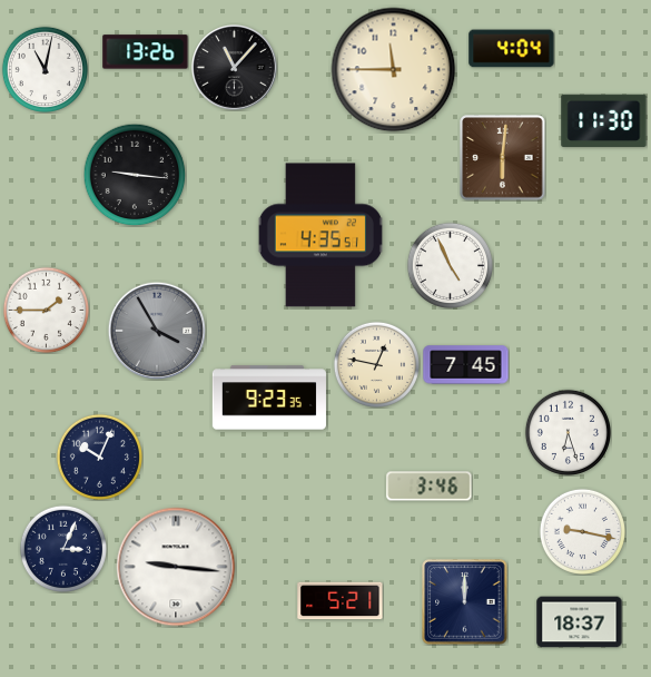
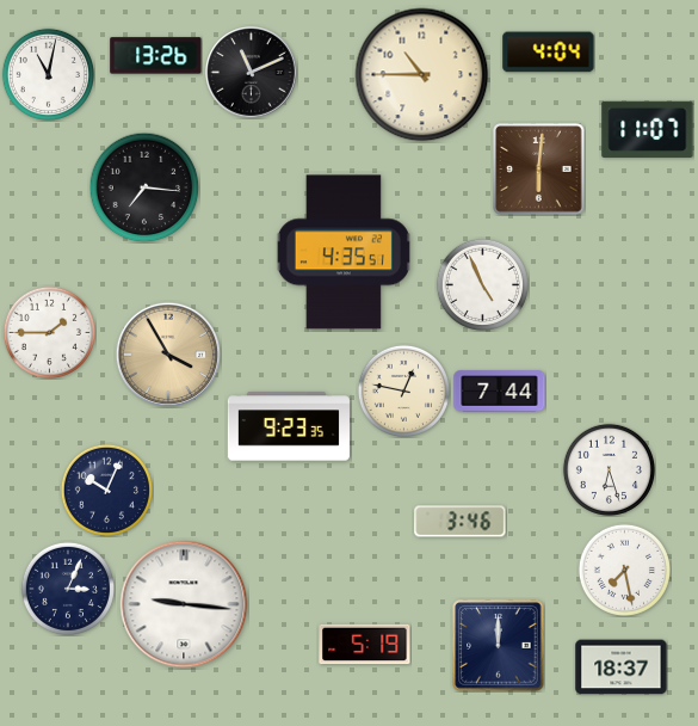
clock at (235, 68): 11:07 -> 11:11
clock at (394, 70): 11:45 -> 10:45
clock at (604, 121): 11:30 -> 11:07
clock at (135, 175): 9:16 -> 7:16
clock at (156, 330) dial: grey -> champagne
clock at (466, 365): 7:45 -> 7:44
clock at (568, 432) position: (568, 432) -> (609, 469)
clock at (582, 531): 9:17 -> 7:28
clock at (176, 567) position: (176, 567) -> (184, 604)
clock at (341, 601): 5:21 -> 5:19
